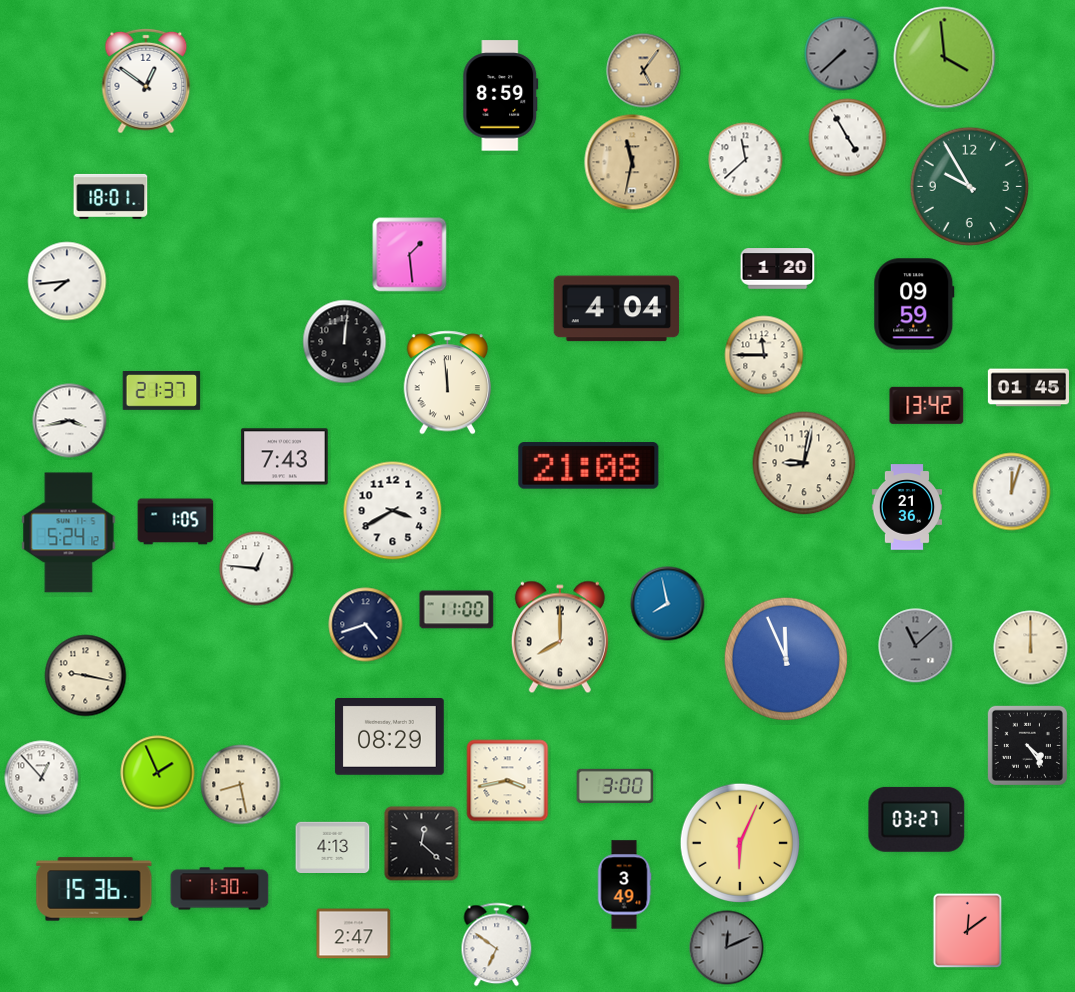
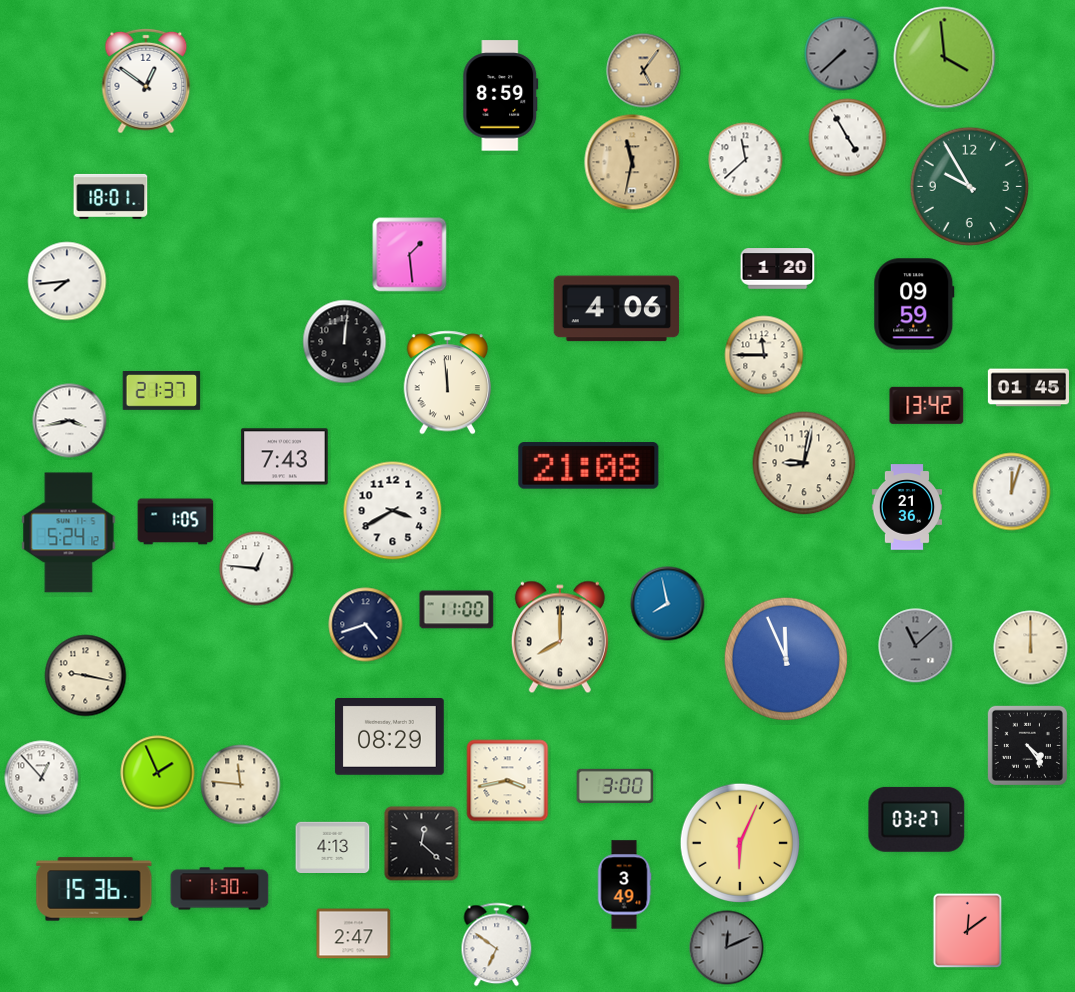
clock at (617, 309): 4:04 -> 4:06
clock at (241, 785): 8:28 -> 11:46
